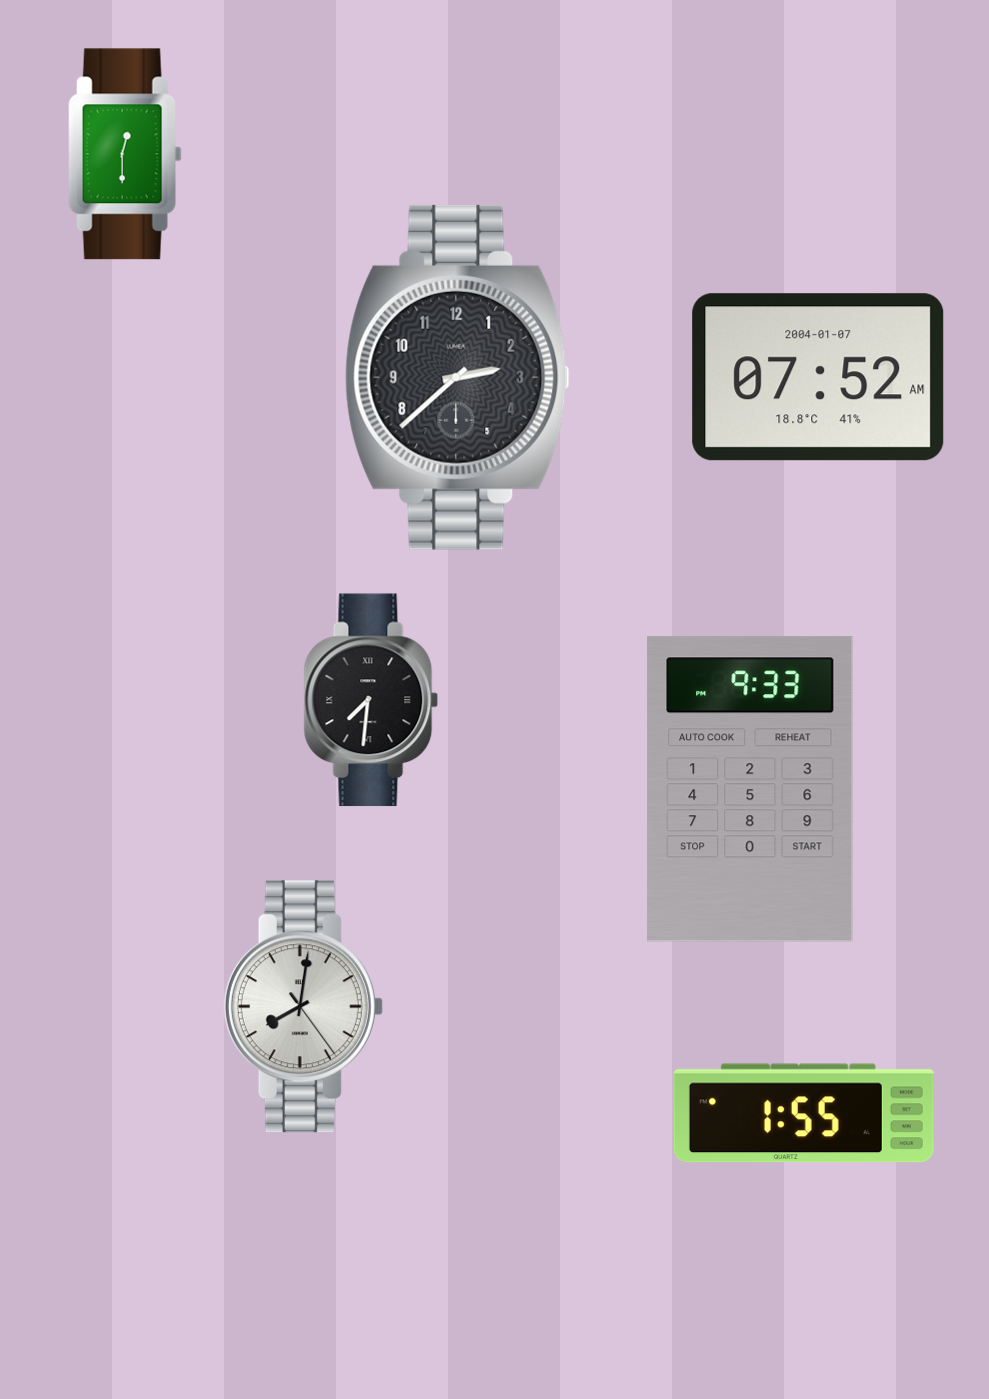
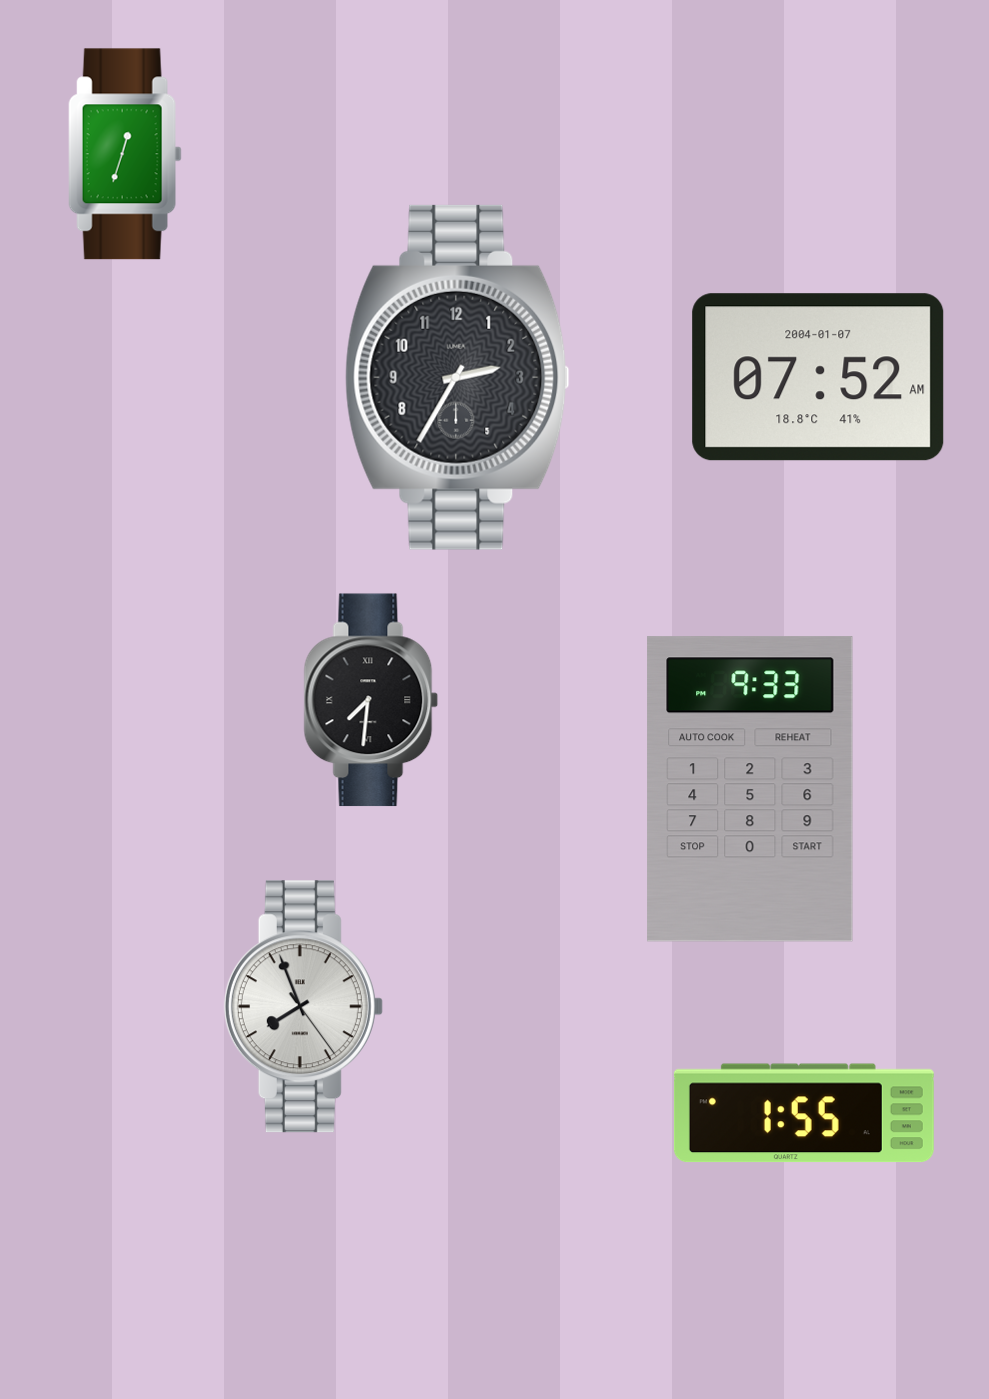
clock at (125, 154): 12:30 -> 12:33
clock at (457, 377): 2:38 -> 2:35
clock at (303, 1007): 8:01 -> 7:56
